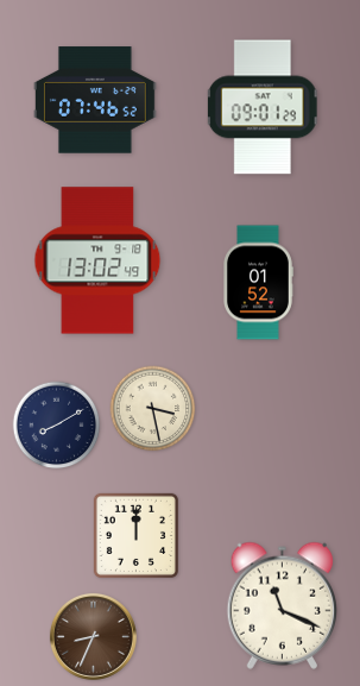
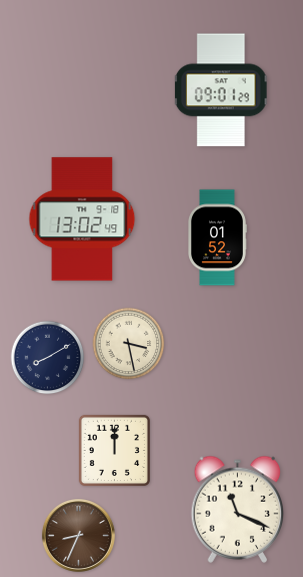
clock at (95, 100): 07:46 -> none
